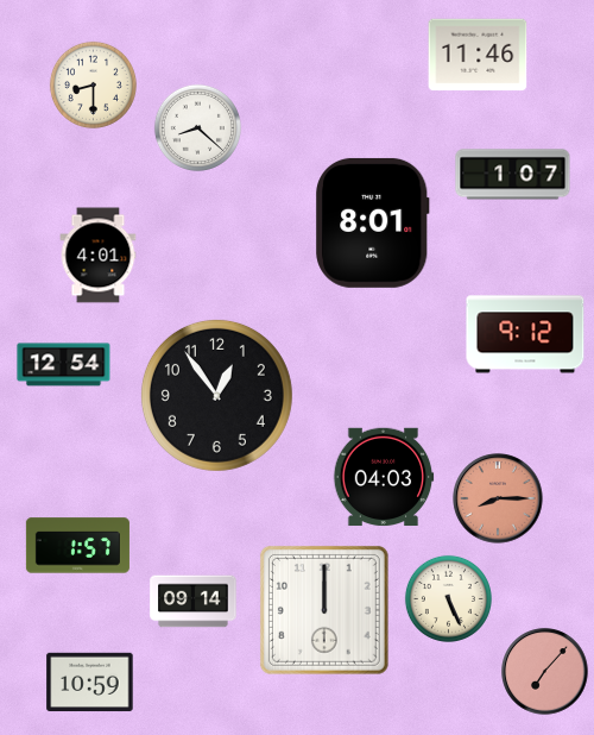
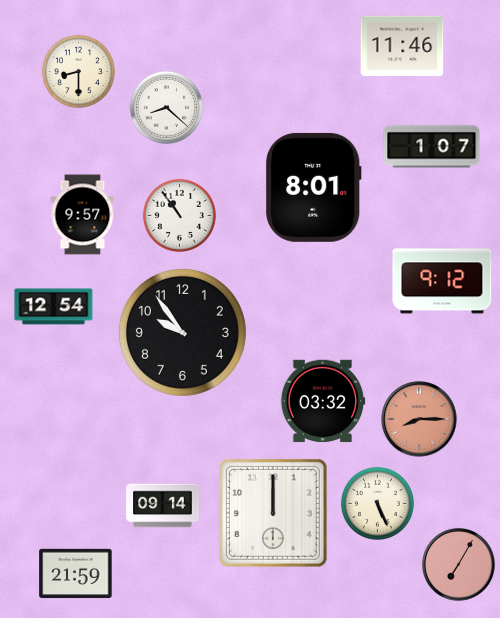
clock at (99, 256): 4:01 -> 9:57
clock at (179, 215): none -> 10:54
clock at (216, 395): 12:54 -> 9:54
clock at (384, 477): 04:03 -> 03:32
clock at (77, 546): 1:57 -> none
clock at (545, 672): 7:07 -> 7:05
clock at (90, 683): 10:59 -> 21:59
